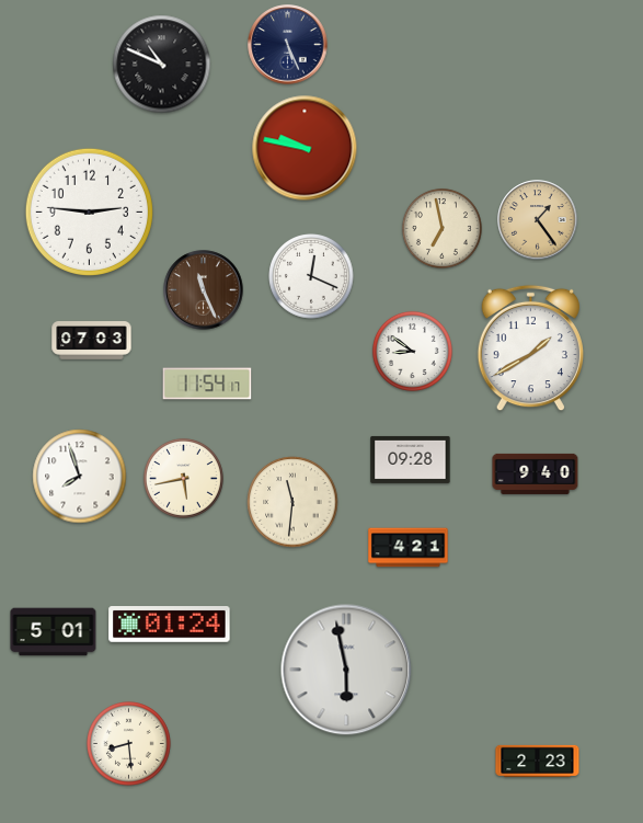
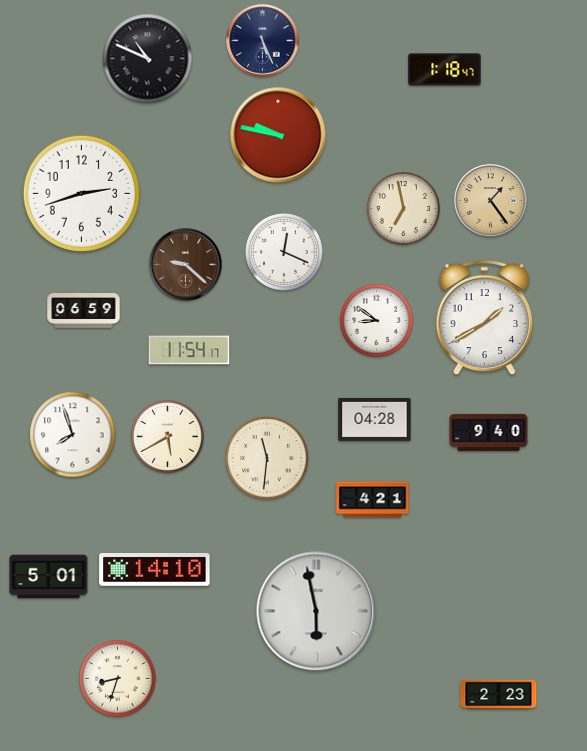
clock at (445, 70): none -> 1:18
clock at (89, 212): 2:46 -> 2:42
clock at (204, 290): 11:26 -> 9:22
clock at (92, 341): 07:03 -> 06:59
clock at (411, 459): 09:28 -> 04:28
clock at (183, 478): 5:43 -> 5:40
clock at (170, 625): 01:24 -> 14:10
clock at (129, 744): 8:29 -> 8:33
clock at (538, 761) position: (538, 761) -> (499, 694)
